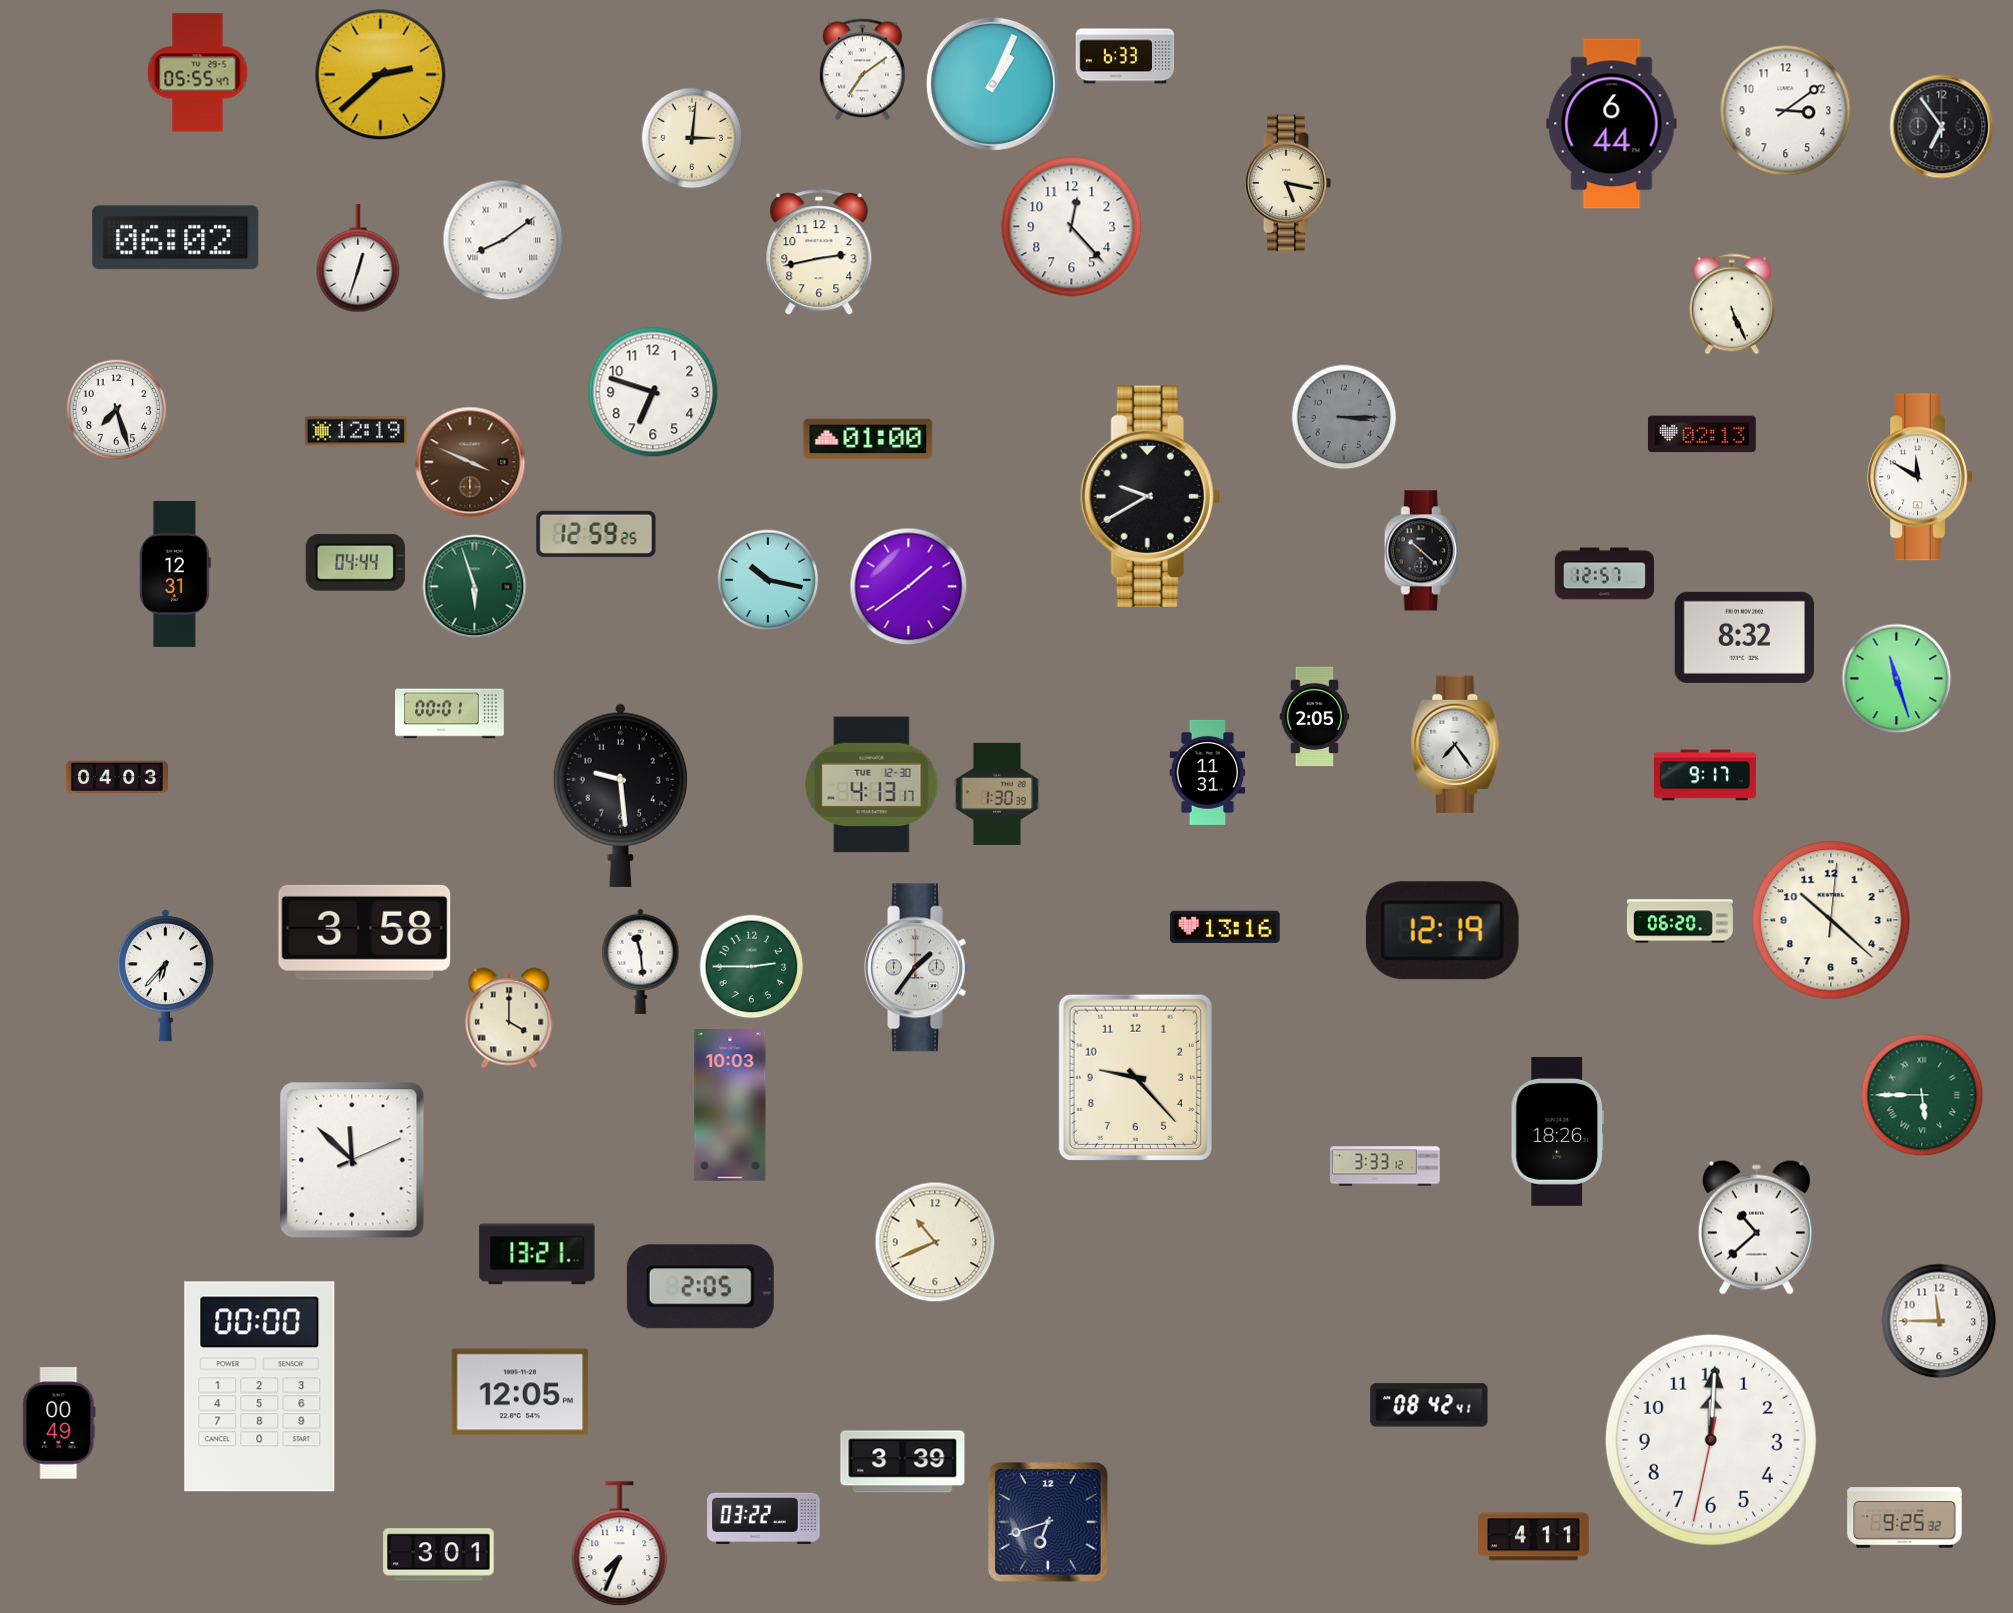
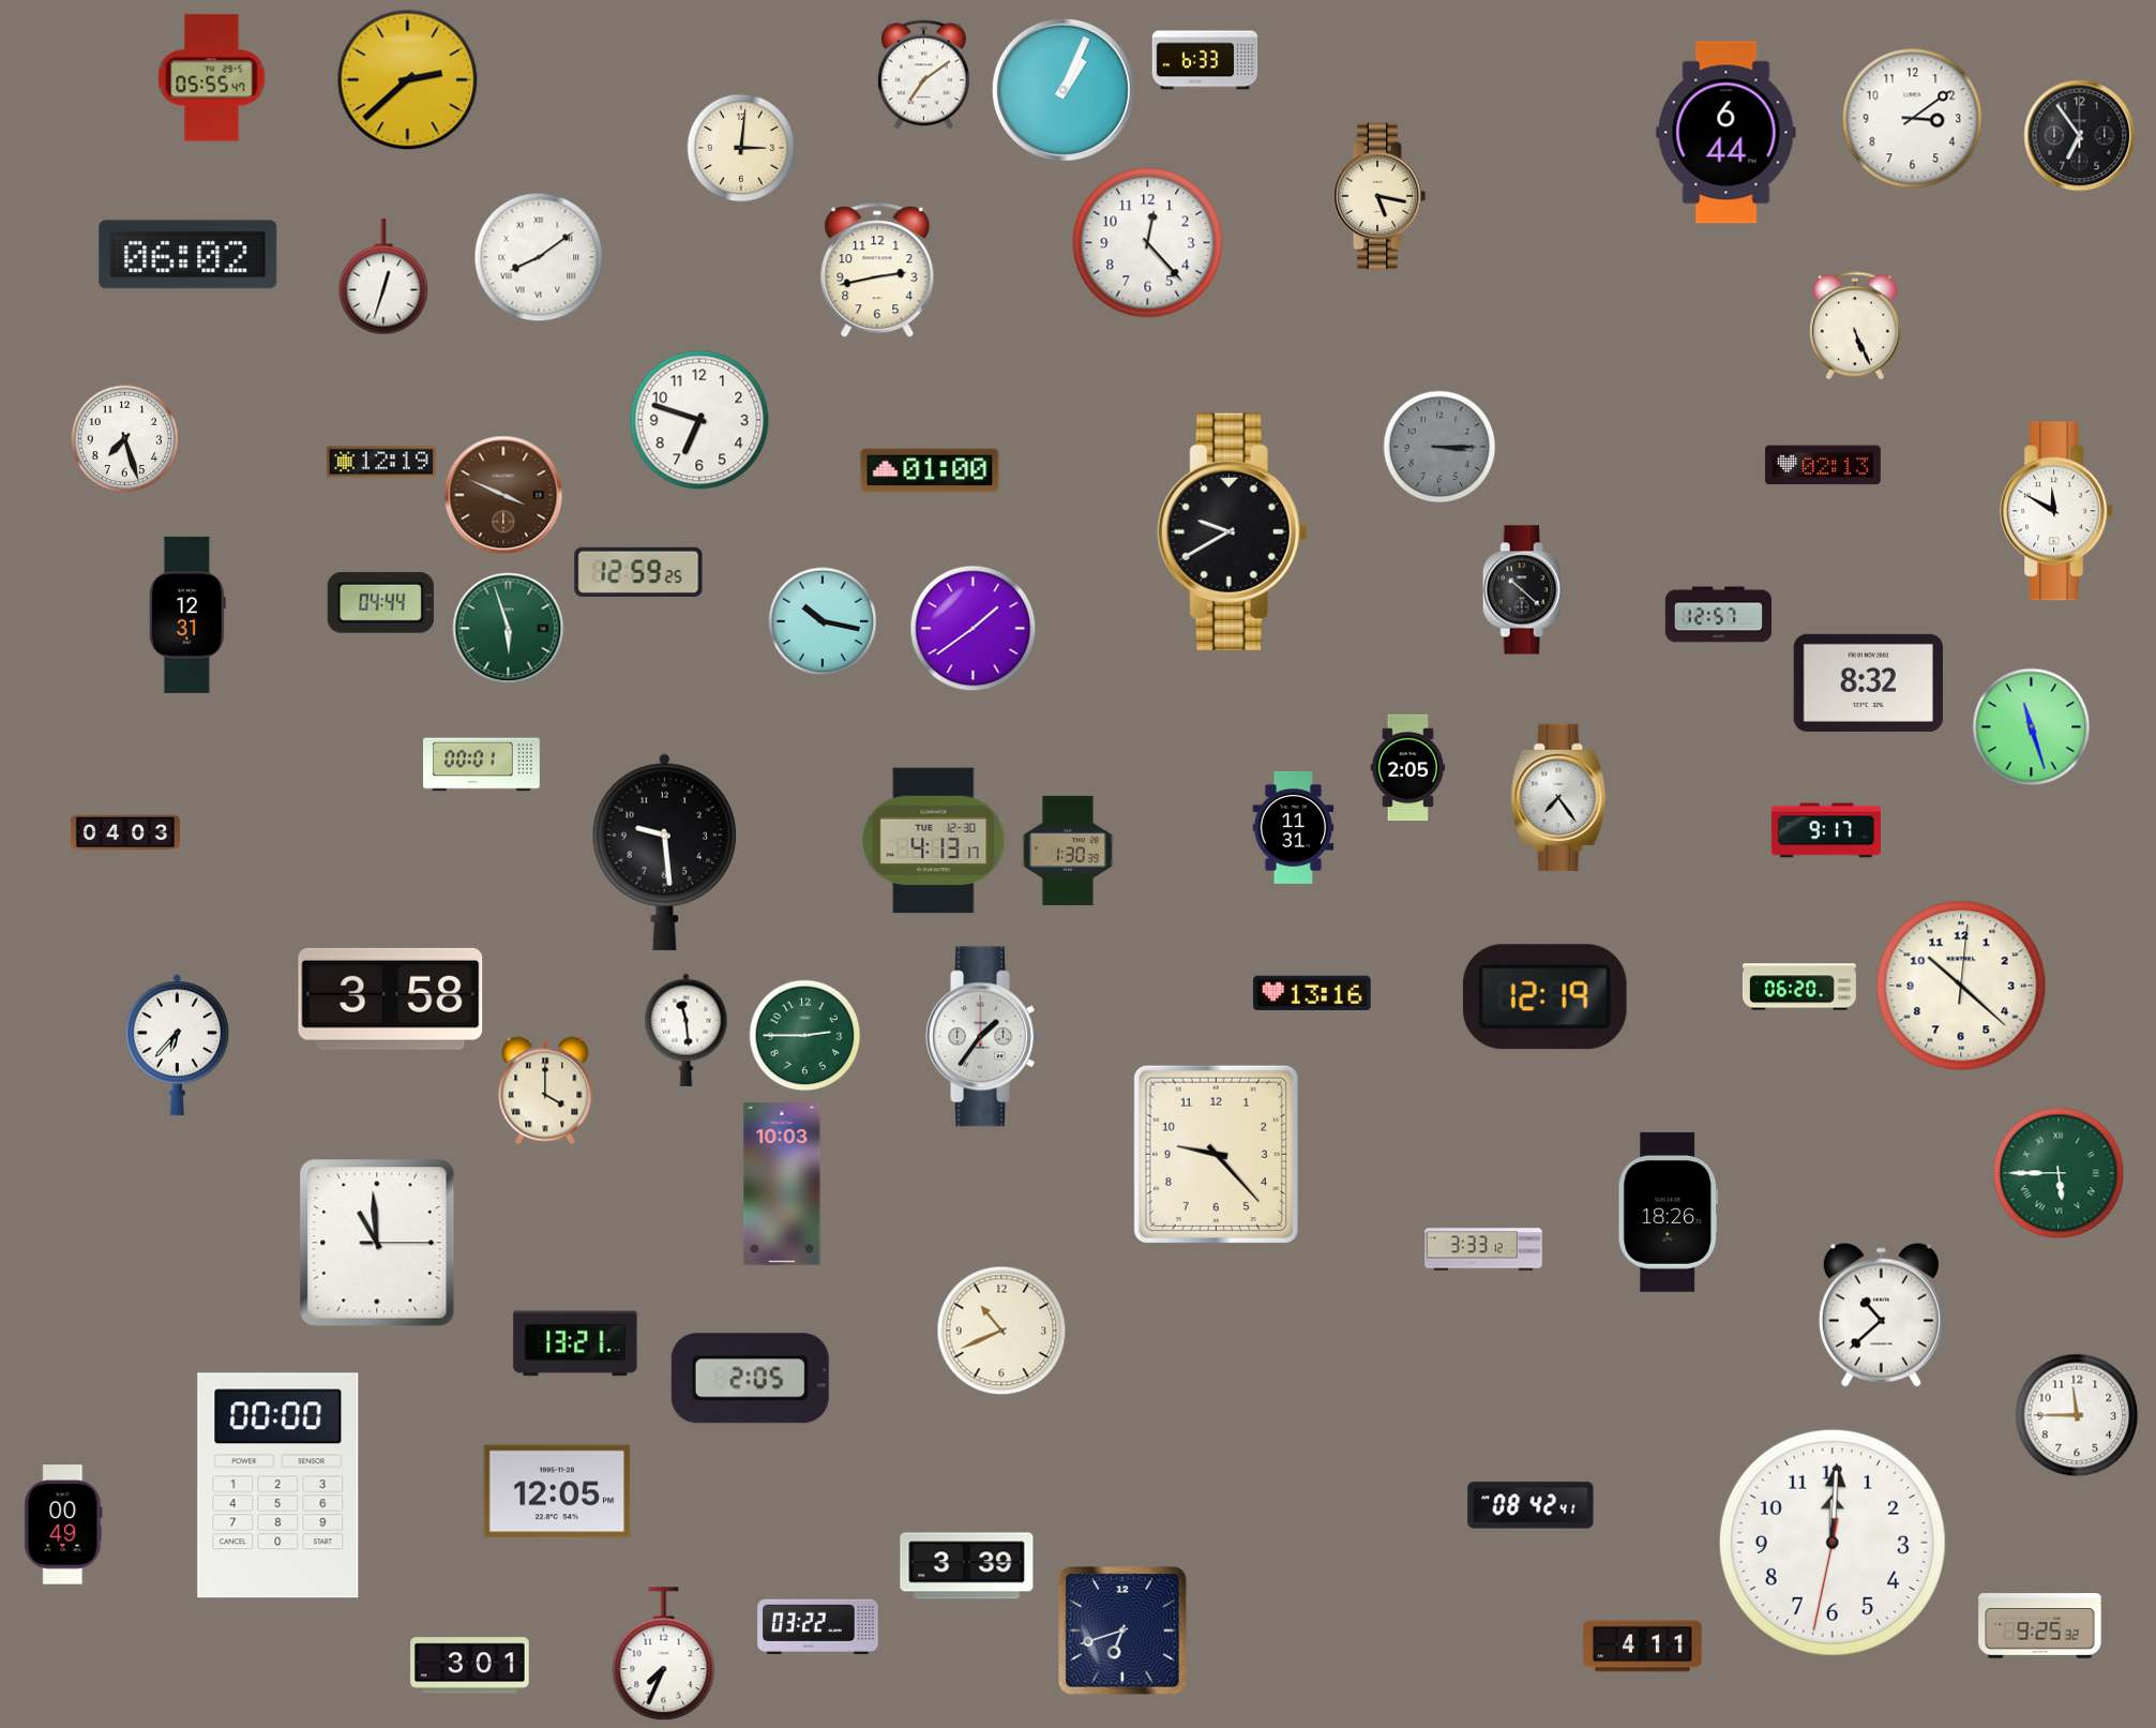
clock at (352, 1160): 11:52 -> 10:59
